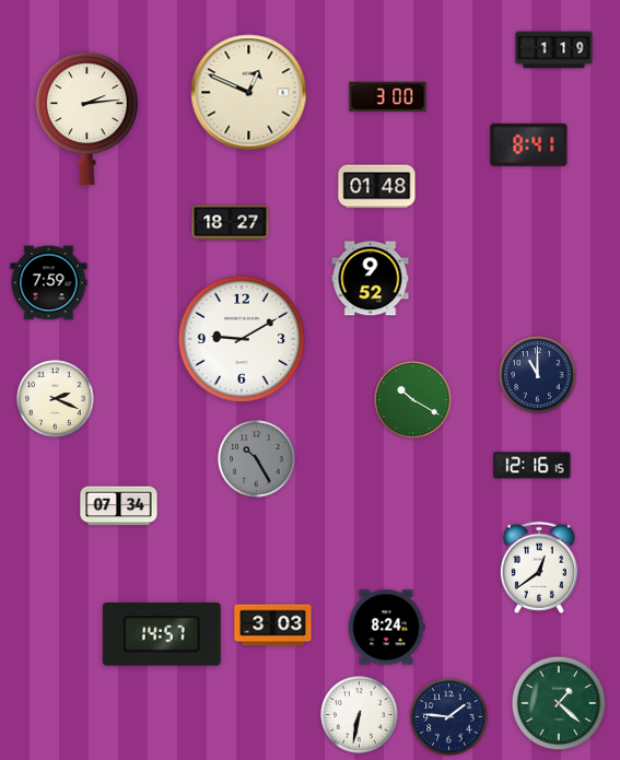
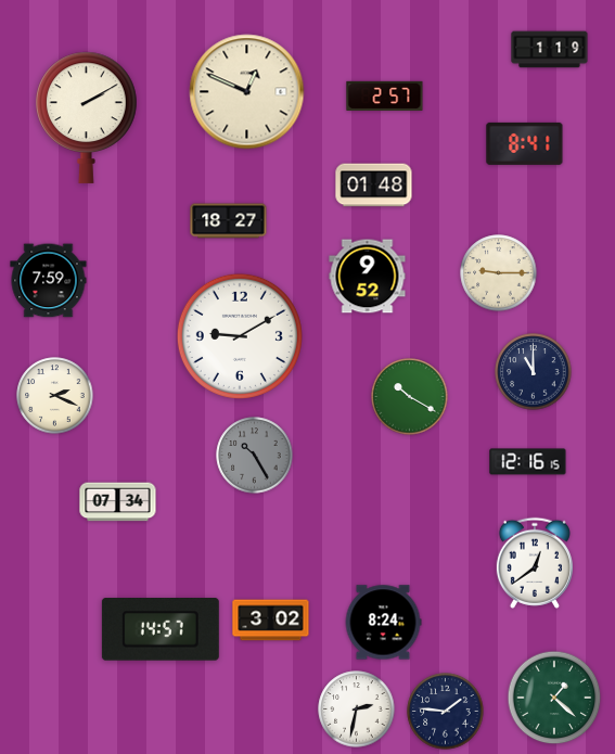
clock at (388, 96): 3:00 -> 2:57
clock at (87, 118): 2:14 -> 2:10
clock at (499, 273): none -> 9:15
clock at (273, 625): 3:03 -> 3:02
clock at (360, 715): 6:32 -> 2:32
